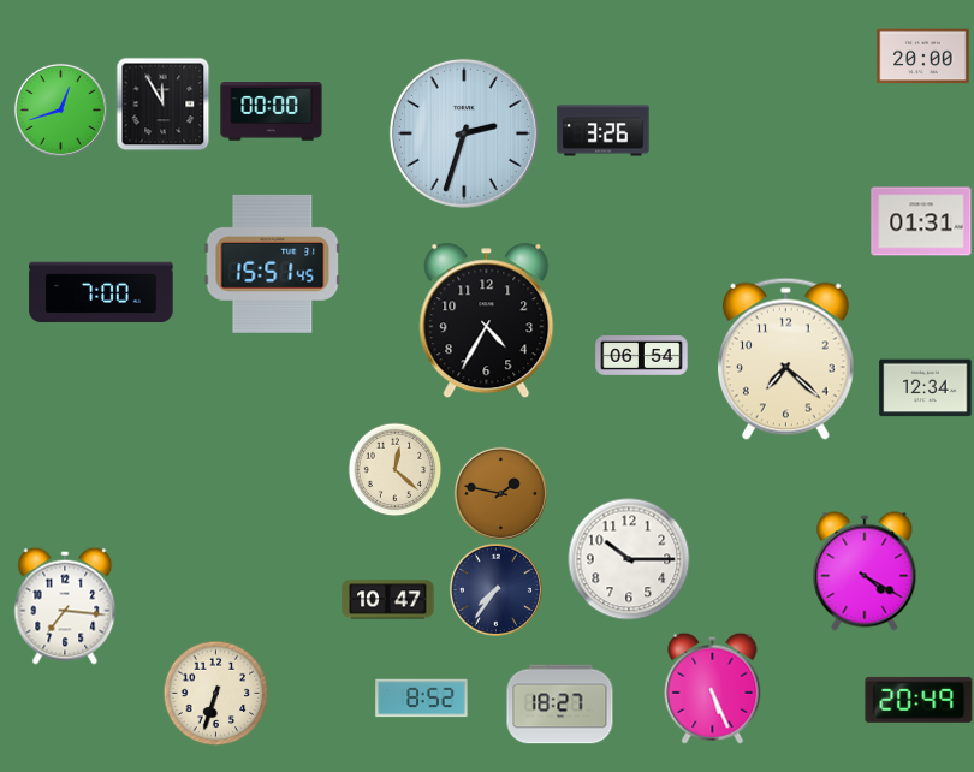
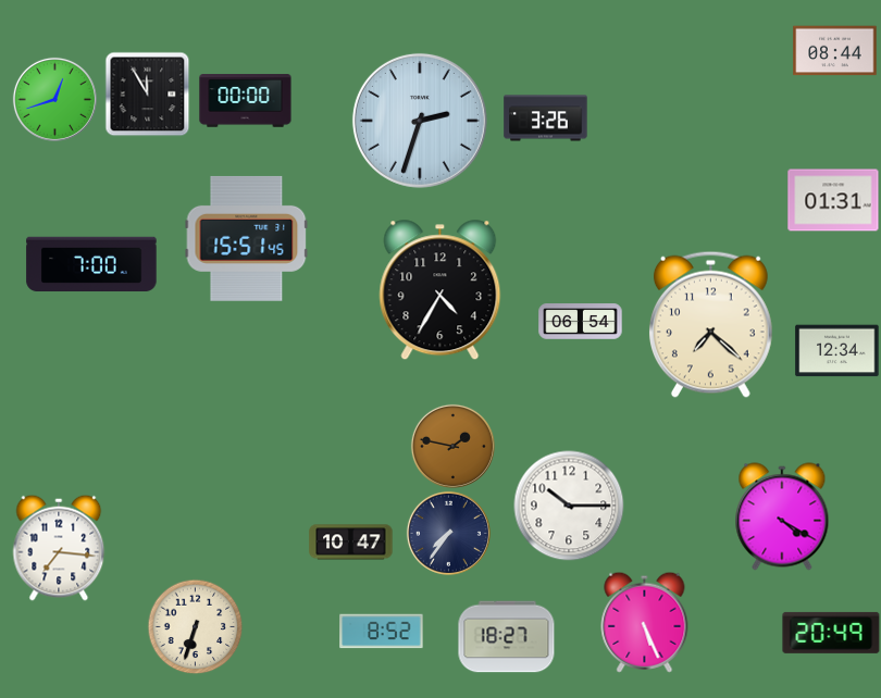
clock at (923, 57): 20:00 -> 08:44
clock at (394, 469): 12:22 -> none
